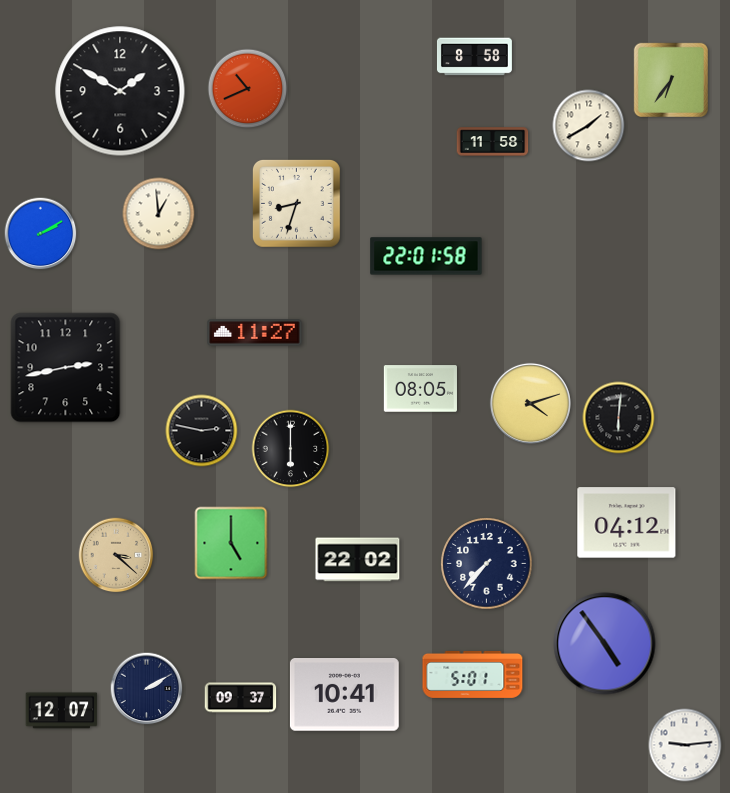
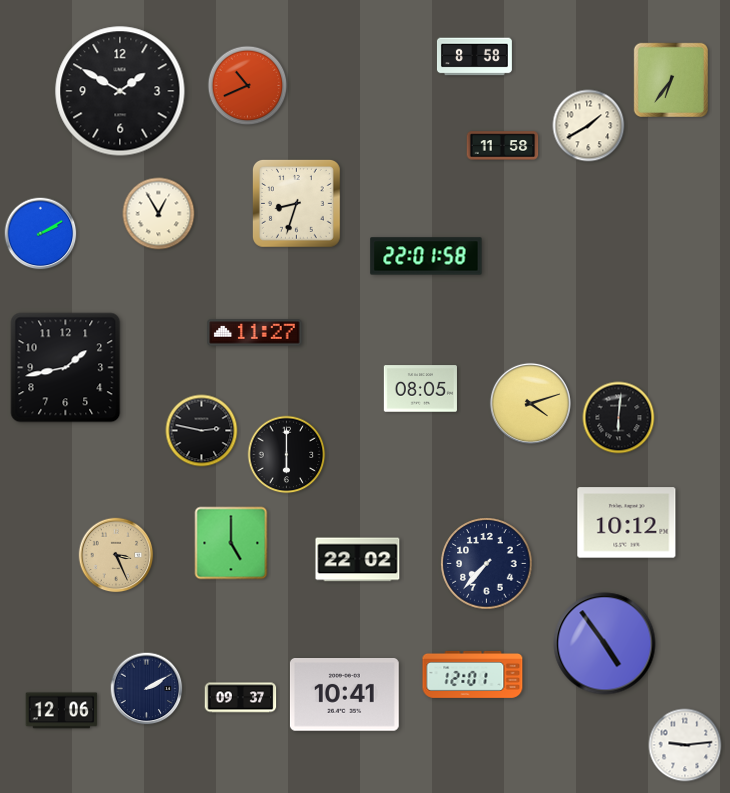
clock at (248, 89) position: (248, 89) -> (248, 86)
clock at (493, 142) position: (493, 142) -> (503, 146)
clock at (159, 214): 12:59 -> 12:55
clock at (66, 368): 2:43 -> 1:43
clock at (291, 449) position: (291, 449) -> (287, 455)
clock at (627, 523): 04:12 -> 10:12
clock at (116, 555): 3:22 -> 3:26
clock at (473, 674): 5:01 -> 12:01
clock at (62, 711): 12:07 -> 12:06
